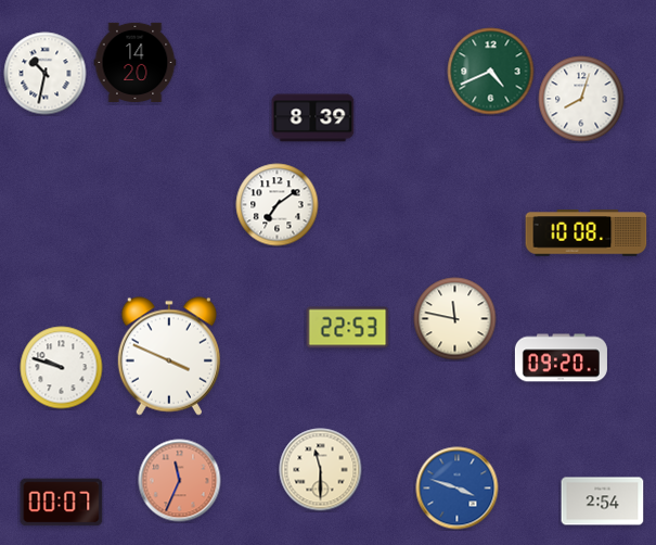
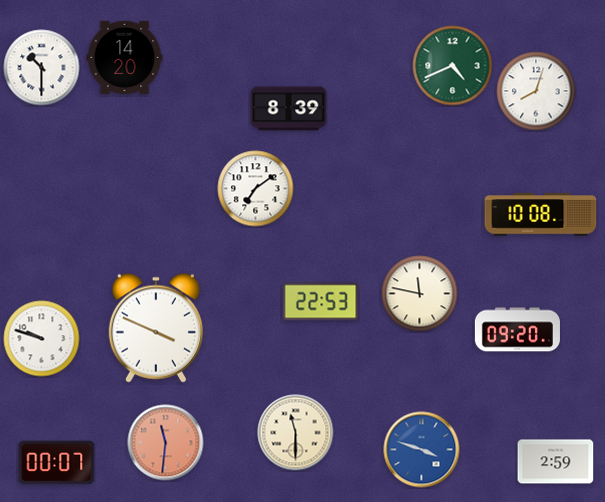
clock at (46, 74): 10:32 -> 10:30
clock at (62, 368) position: (62, 368) -> (42, 339)
clock at (180, 481): 11:34 -> 11:31
clock at (603, 502): 2:54 -> 2:59
